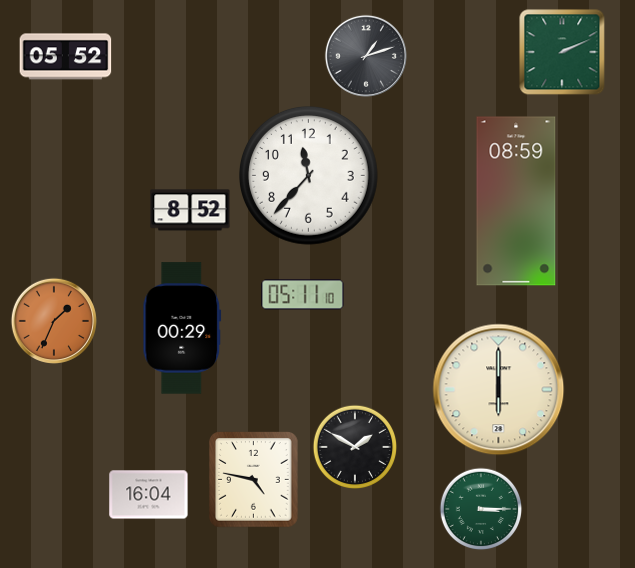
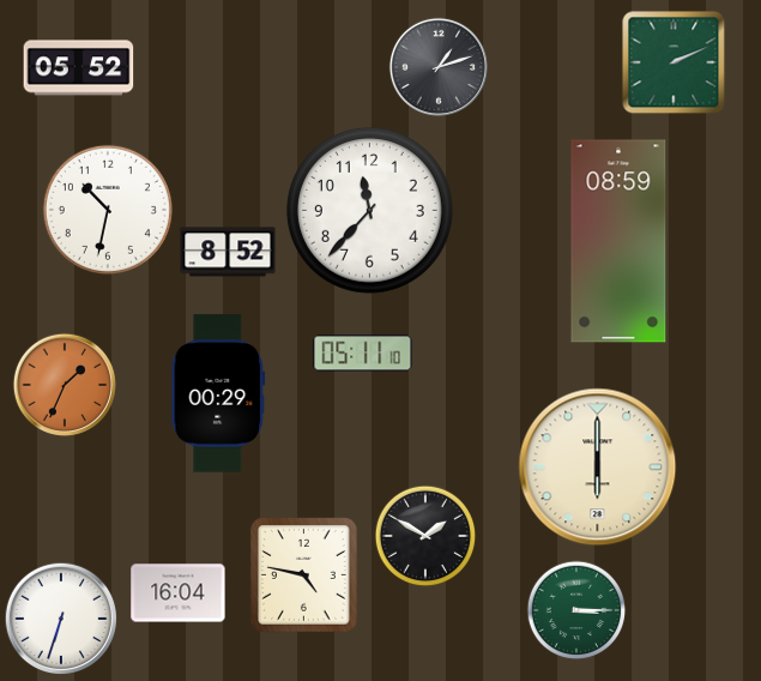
clock at (108, 210): none -> 10:32
clock at (60, 617): none -> 6:33
